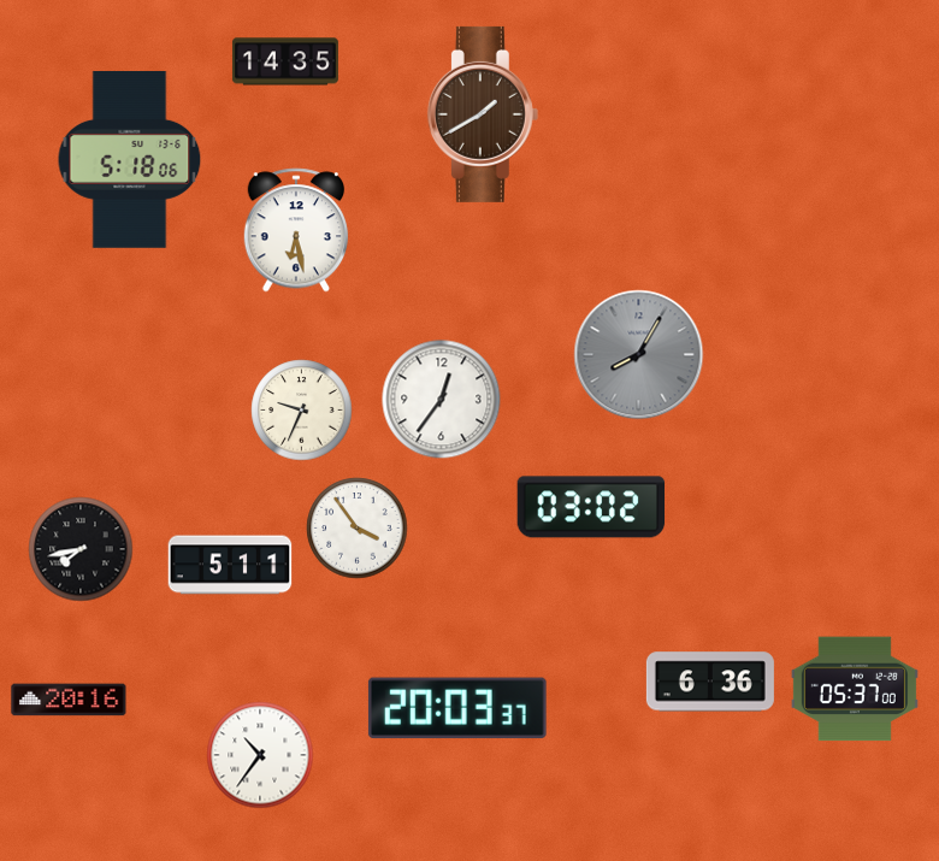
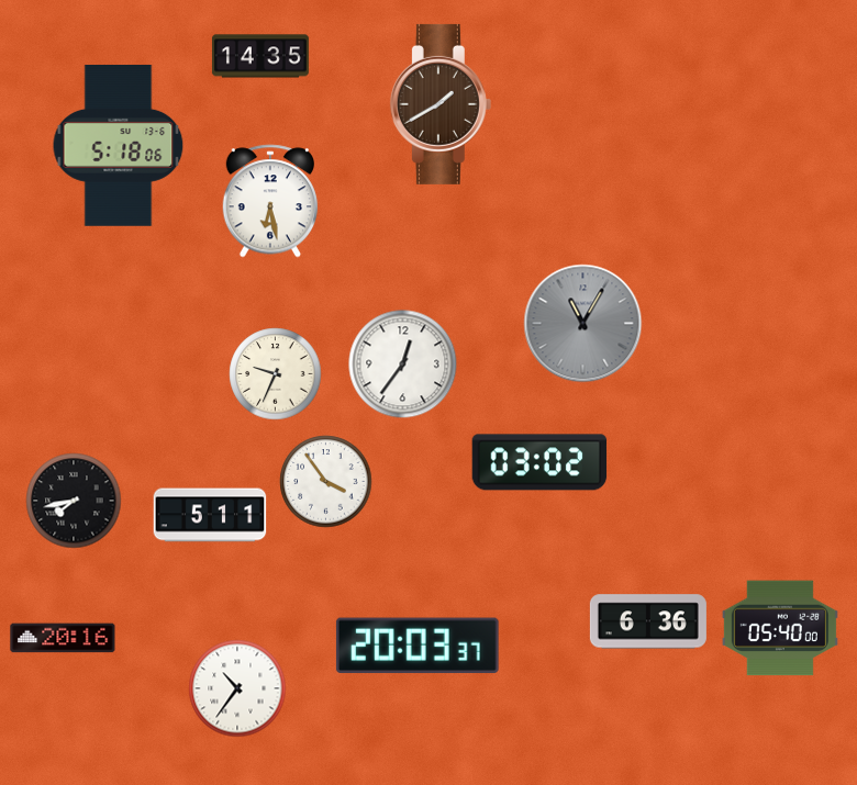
clock at (295, 230) position: (295, 230) -> (269, 201)
clock at (639, 355): 8:05 -> 11:05
clock at (855, 689): 05:37 -> 05:40
